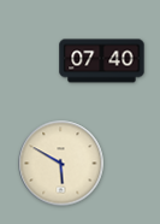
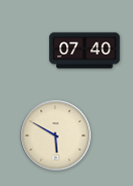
clock at (61, 164) position: (61, 164) -> (56, 136)
